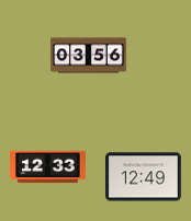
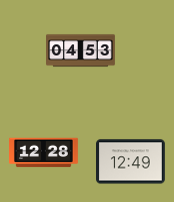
clock at (89, 56): 03:56 -> 04:53
clock at (48, 167): 12:33 -> 12:28
